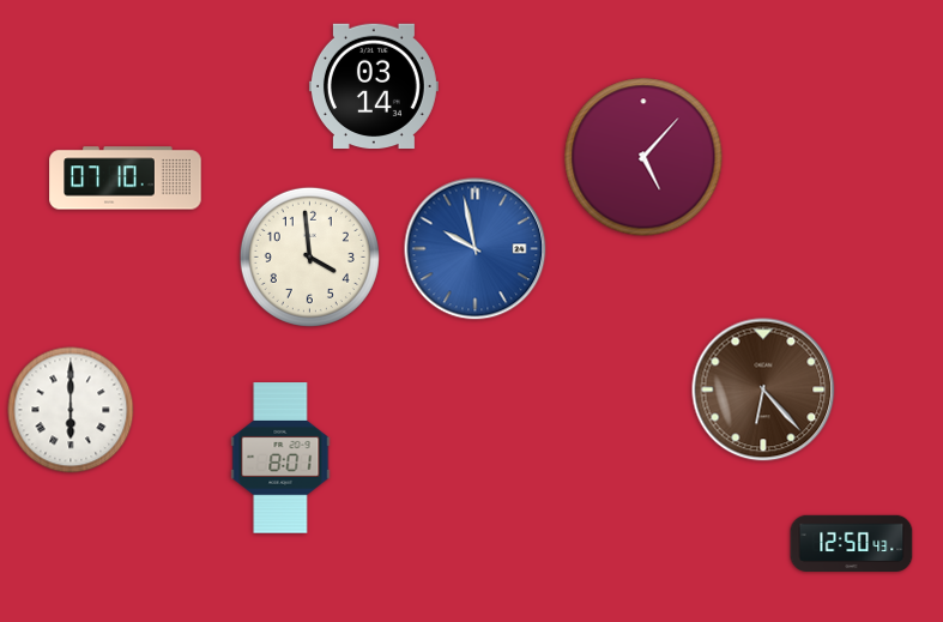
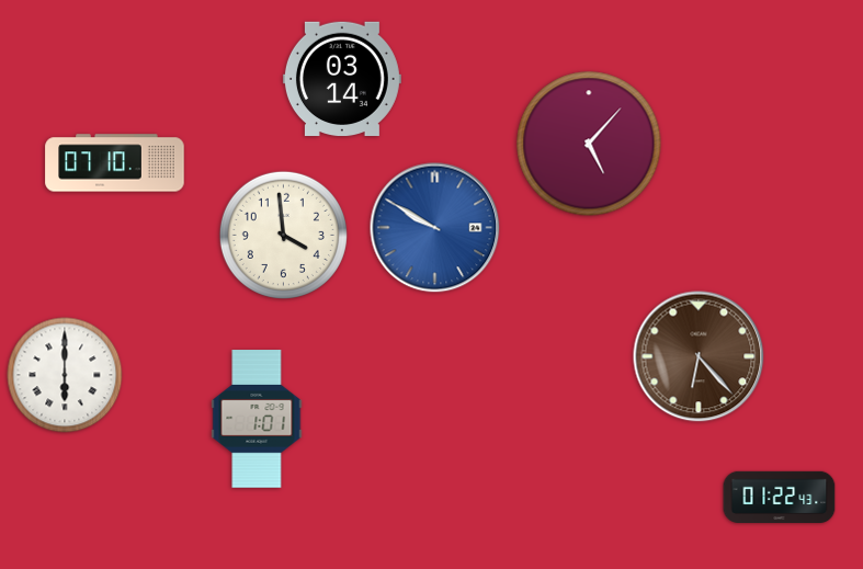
clock at (476, 249): 9:58 -> 9:50
clock at (280, 458): 8:01 -> 1:01
clock at (852, 543): 12:50 -> 01:22
